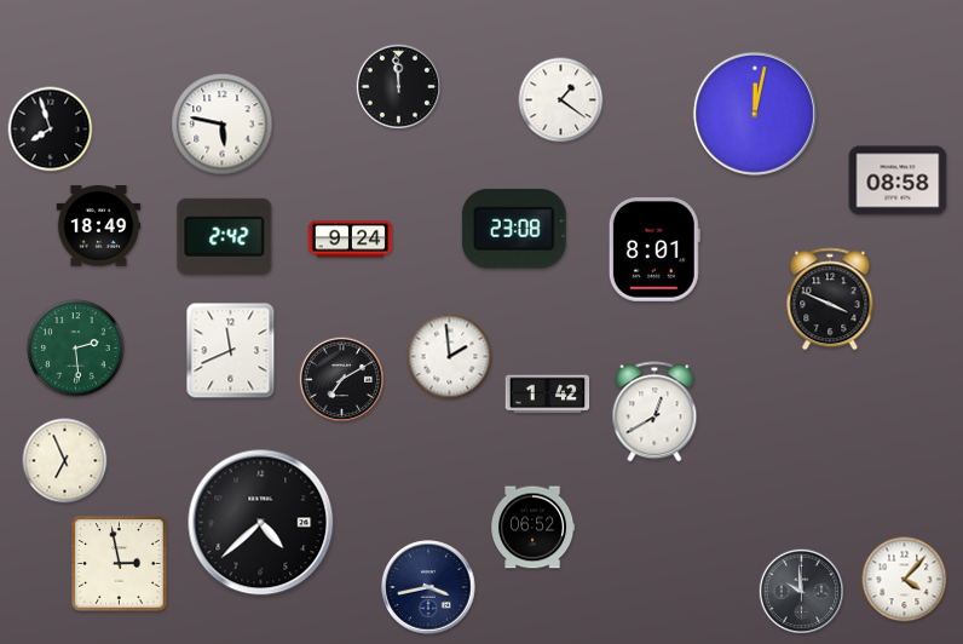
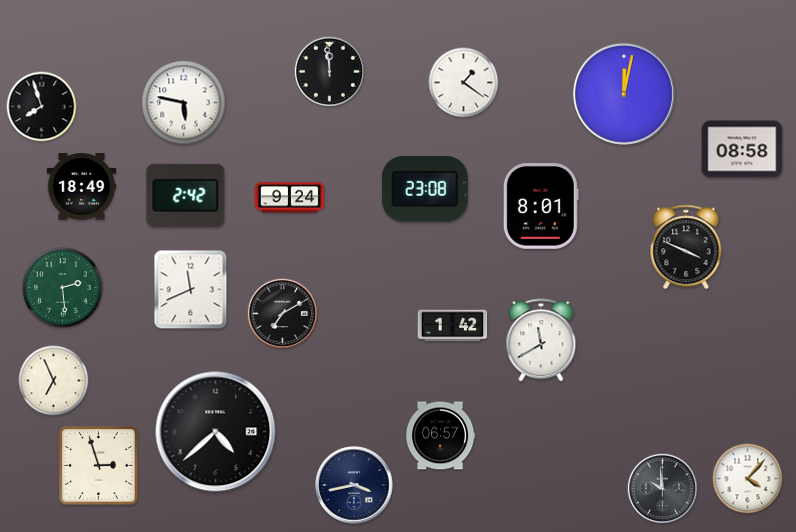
clock at (450, 357): 1:59 -> none
clock at (655, 412): 12:40 -> 11:40
clock at (534, 528): 06:52 -> 06:57
clock at (120, 564): 2:58 -> 2:57
